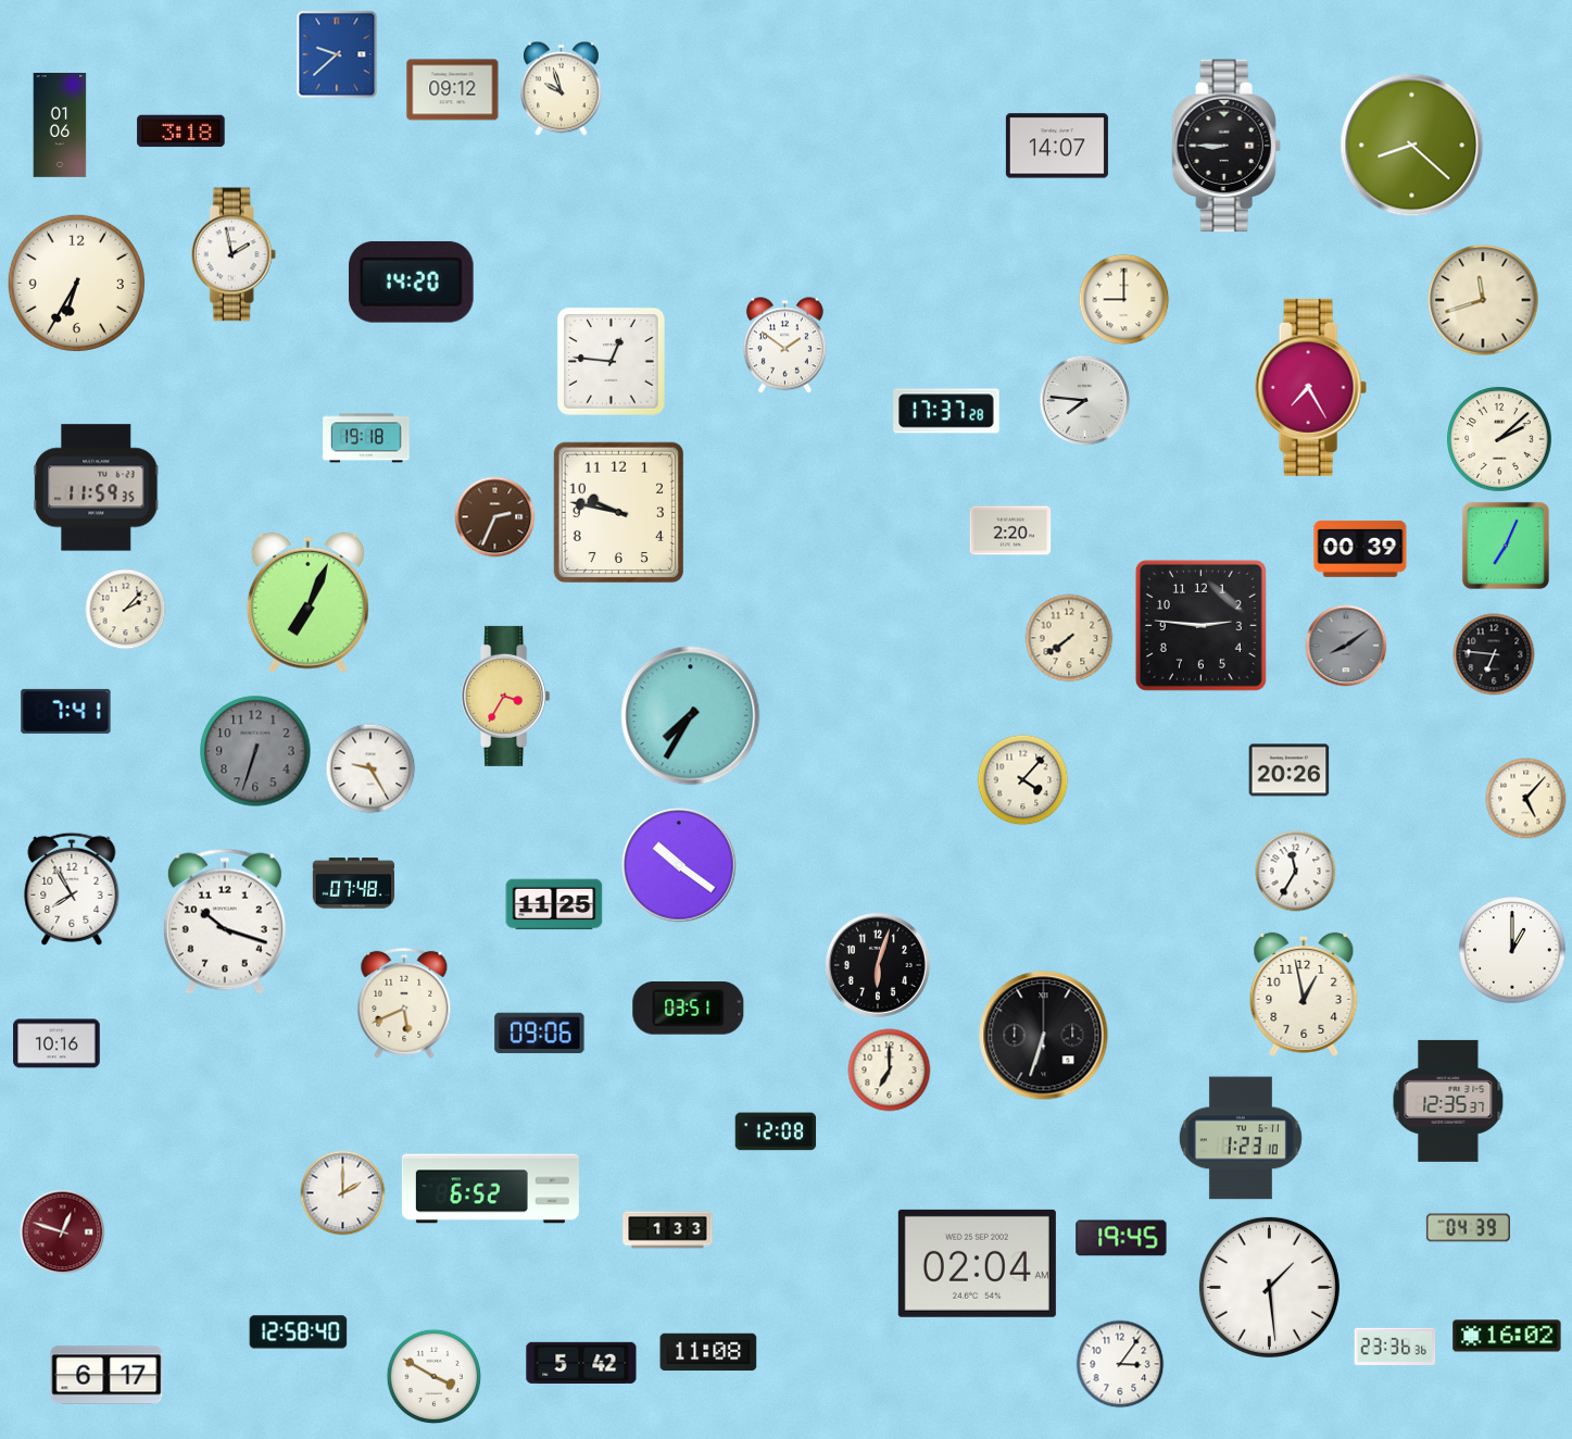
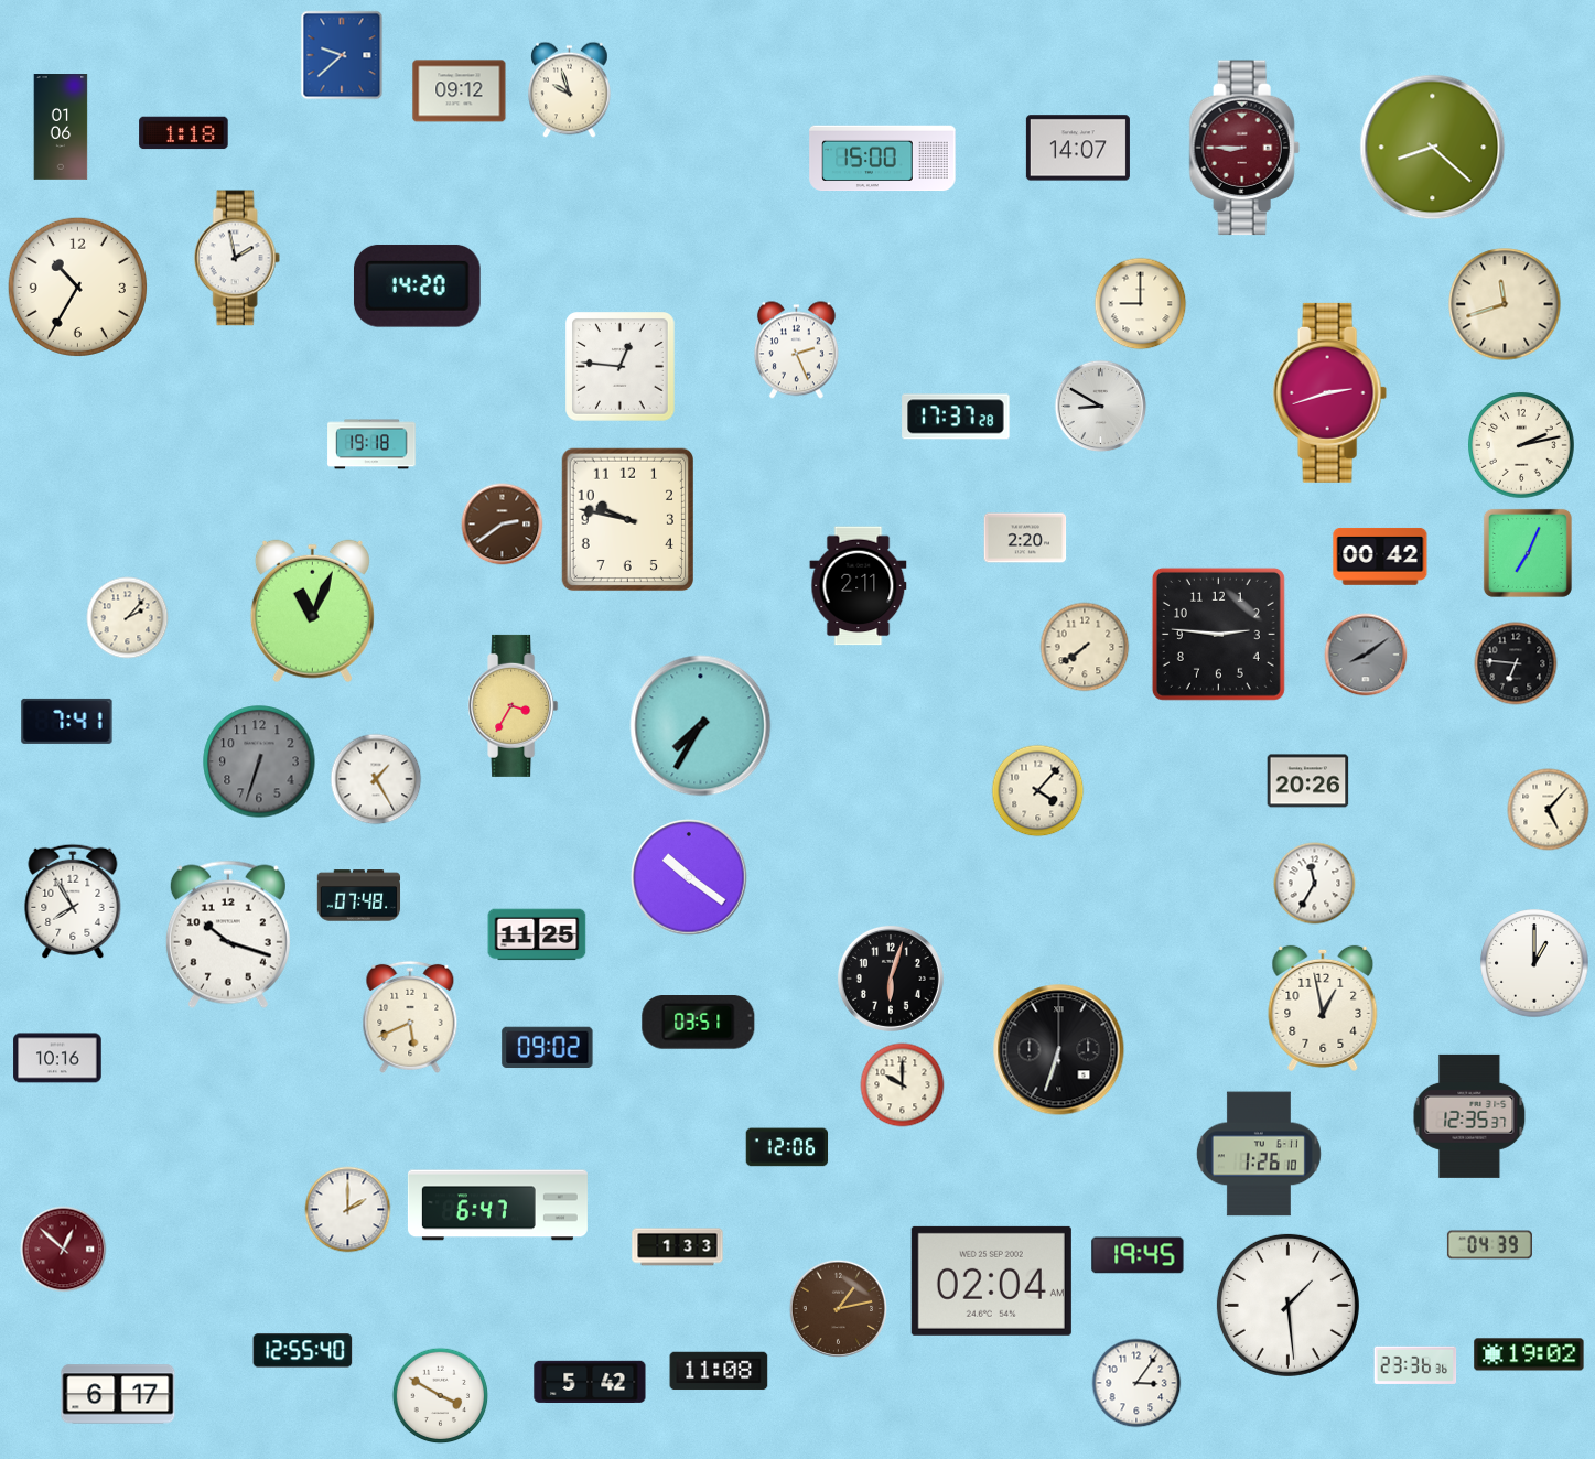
clock at (181, 132): 3:18 -> 1:18
clock at (1057, 146) position: (1057, 146) -> (1078, 148)
clock at (1227, 146) dial: black -> burgundy
clock at (883, 159): none -> 15:00
clock at (76, 283): 6:35 -> 10:35
clock at (784, 346): 1:51 -> 2:26
clock at (1310, 387): 7:25 -> 2:42
clock at (1085, 401): 7:46 -> 8:50
clock at (946, 411) position: (946, 411) -> (956, 417)
clock at (1500, 440): 2:08 -> 2:13
clock at (97, 488): 11:59 -> none
clock at (495, 517): 2:34 -> 2:39
clock at (1360, 549): 00:39 -> 00:42
clock at (859, 586): none -> 2:11
clock at (307, 603): 7:04 -> 11:04
clock at (370, 768): 9:25 -> 1:25
clock at (554, 904) position: (554, 904) -> (537, 934)
clock at (540, 1034): 09:06 -> 09:02
clock at (890, 1071): 7:00 -> 10:00
clock at (776, 1131): 12:08 -> 12:06
clock at (1241, 1138): 1:23 -> 1:26
clock at (490, 1189): 6:52 -> 6:47
clock at (63, 1232): 12:48 -> 12:52
clock at (838, 1308): none -> 1:13
clock at (299, 1332): 12:58 -> 12:55
clock at (1507, 1336): 16:02 -> 19:02
clock at (106, 1375) position: (106, 1375) -> (118, 1394)
